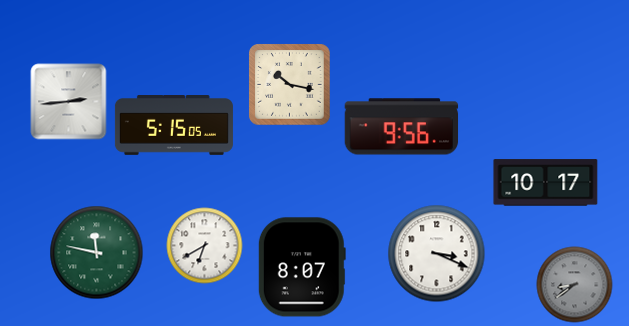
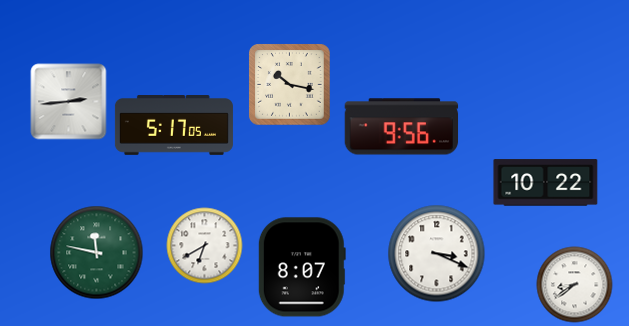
clock at (174, 126): 5:15 -> 5:17
clock at (546, 183): 10:17 -> 10:22
clock at (575, 285) dial: grey -> white
